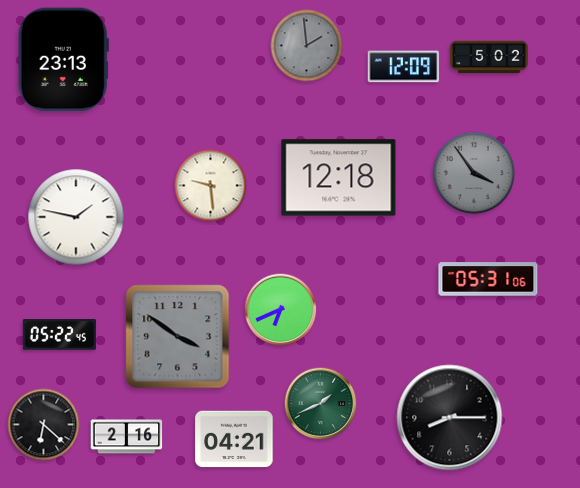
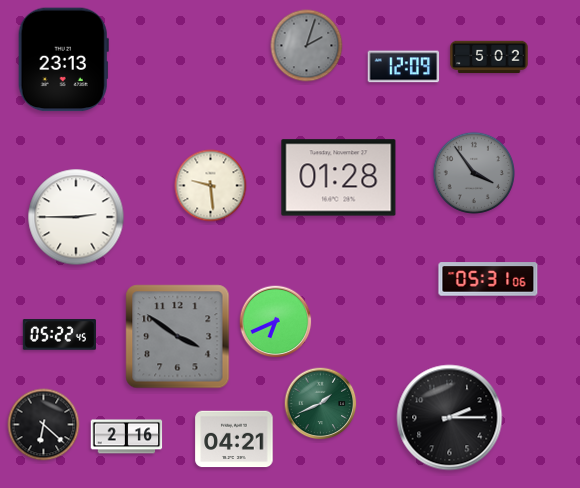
clock at (307, 46): 1:59 -> 2:03
clock at (339, 178): 12:18 -> 01:28
clock at (76, 217): 1:47 -> 2:45
clock at (281, 310) position: (281, 310) -> (276, 322)
clock at (450, 418): 8:15 -> 2:15
